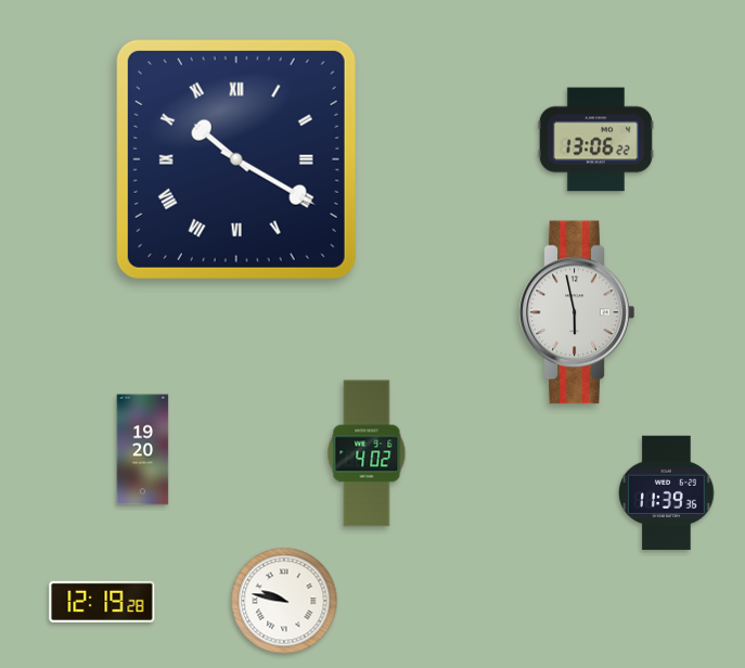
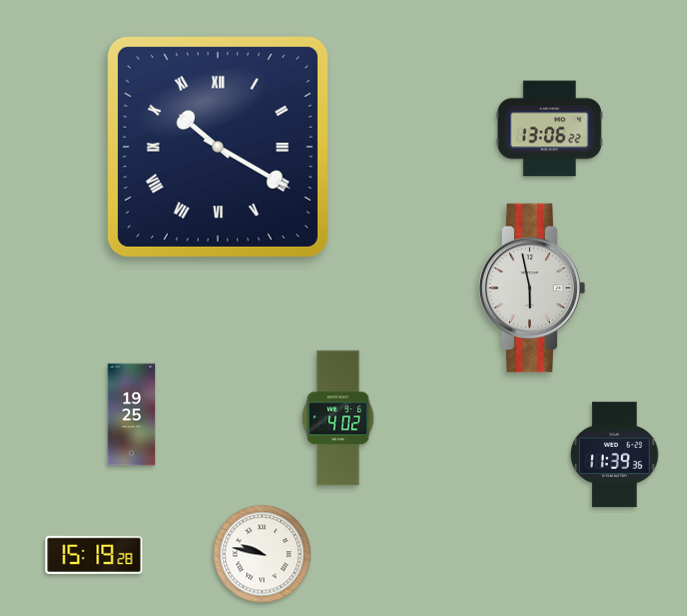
clock at (143, 450): 19:20 -> 19:25
clock at (102, 602): 12:19 -> 15:19
